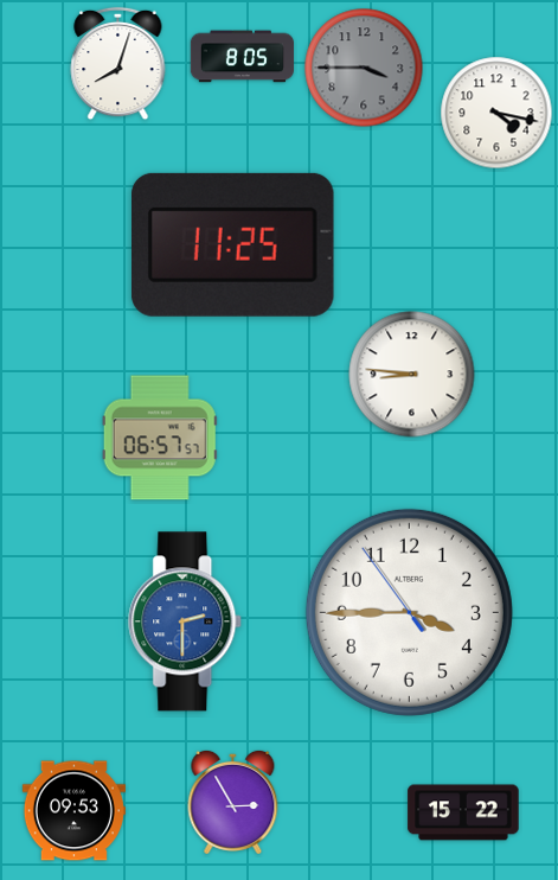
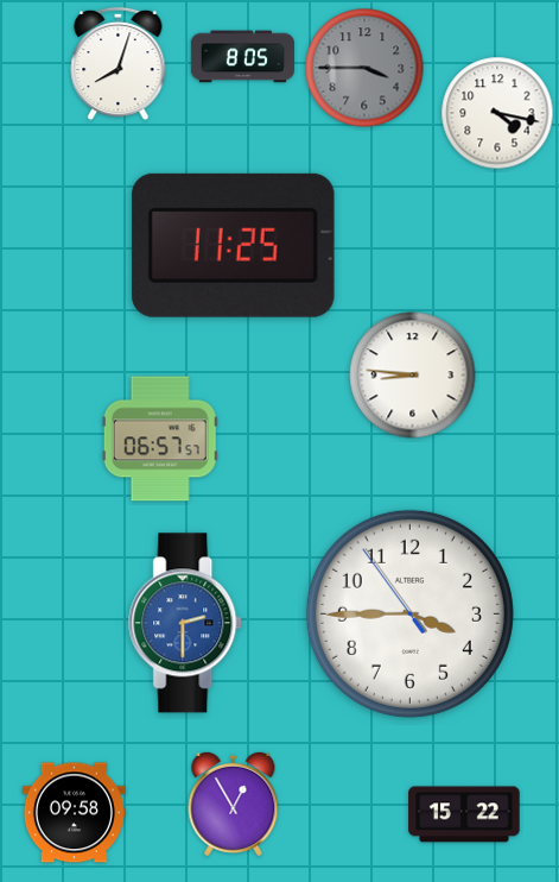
clock at (233, 802): 2:55 -> 12:55
clock at (73, 811): 09:53 -> 09:58
